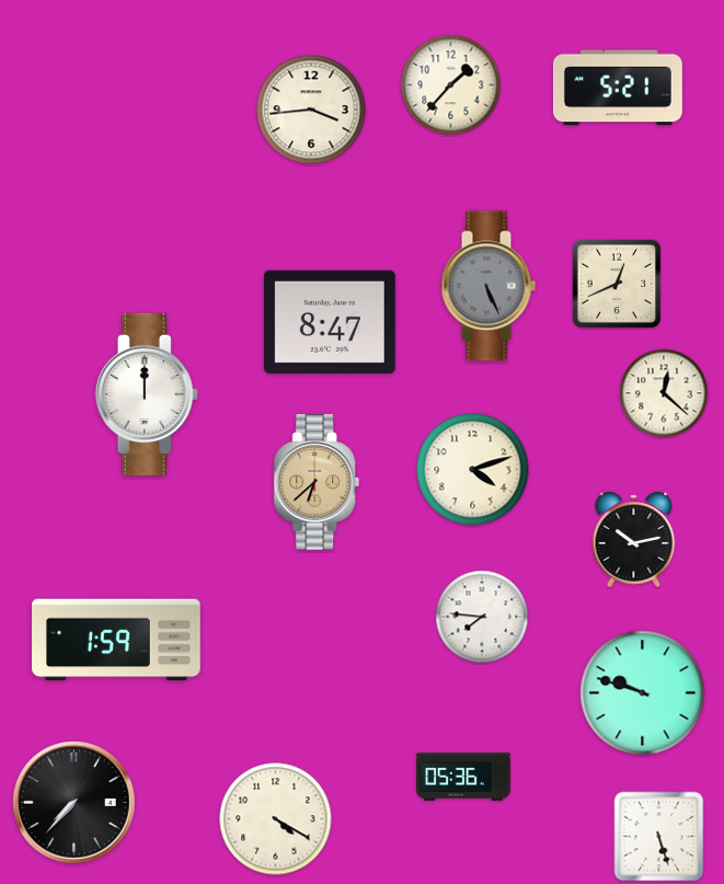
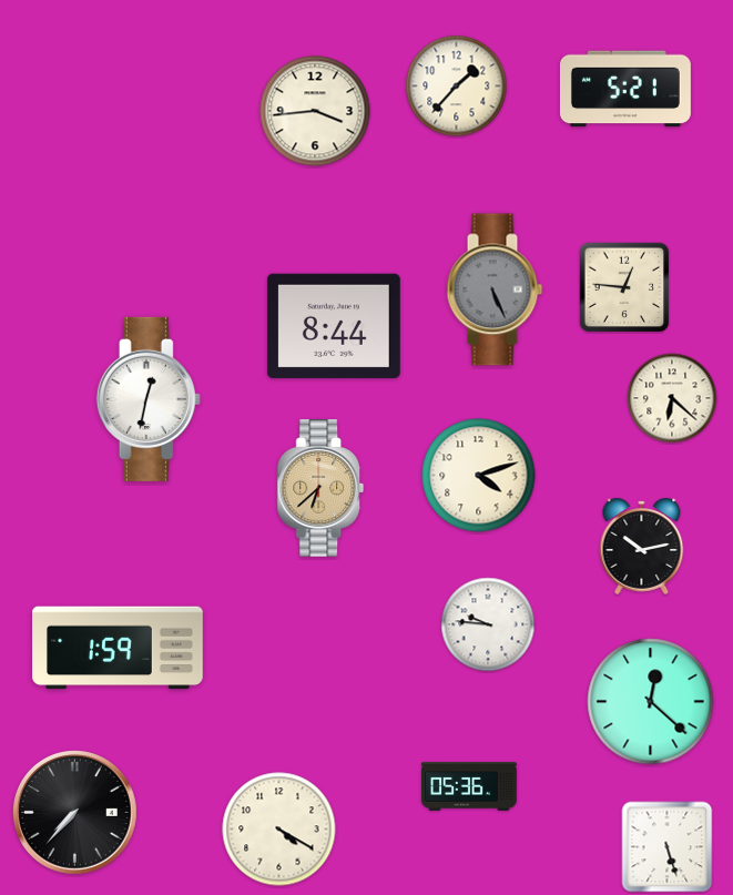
clock at (617, 284): 12:41 -> 12:46
clock at (330, 322): 8:47 -> 8:44
clock at (664, 393): 12:22 -> 6:22
clock at (147, 394): 12:00 -> 12:32
clock at (482, 617): 7:46 -> 9:46
clock at (643, 693): 9:48 -> 12:22
